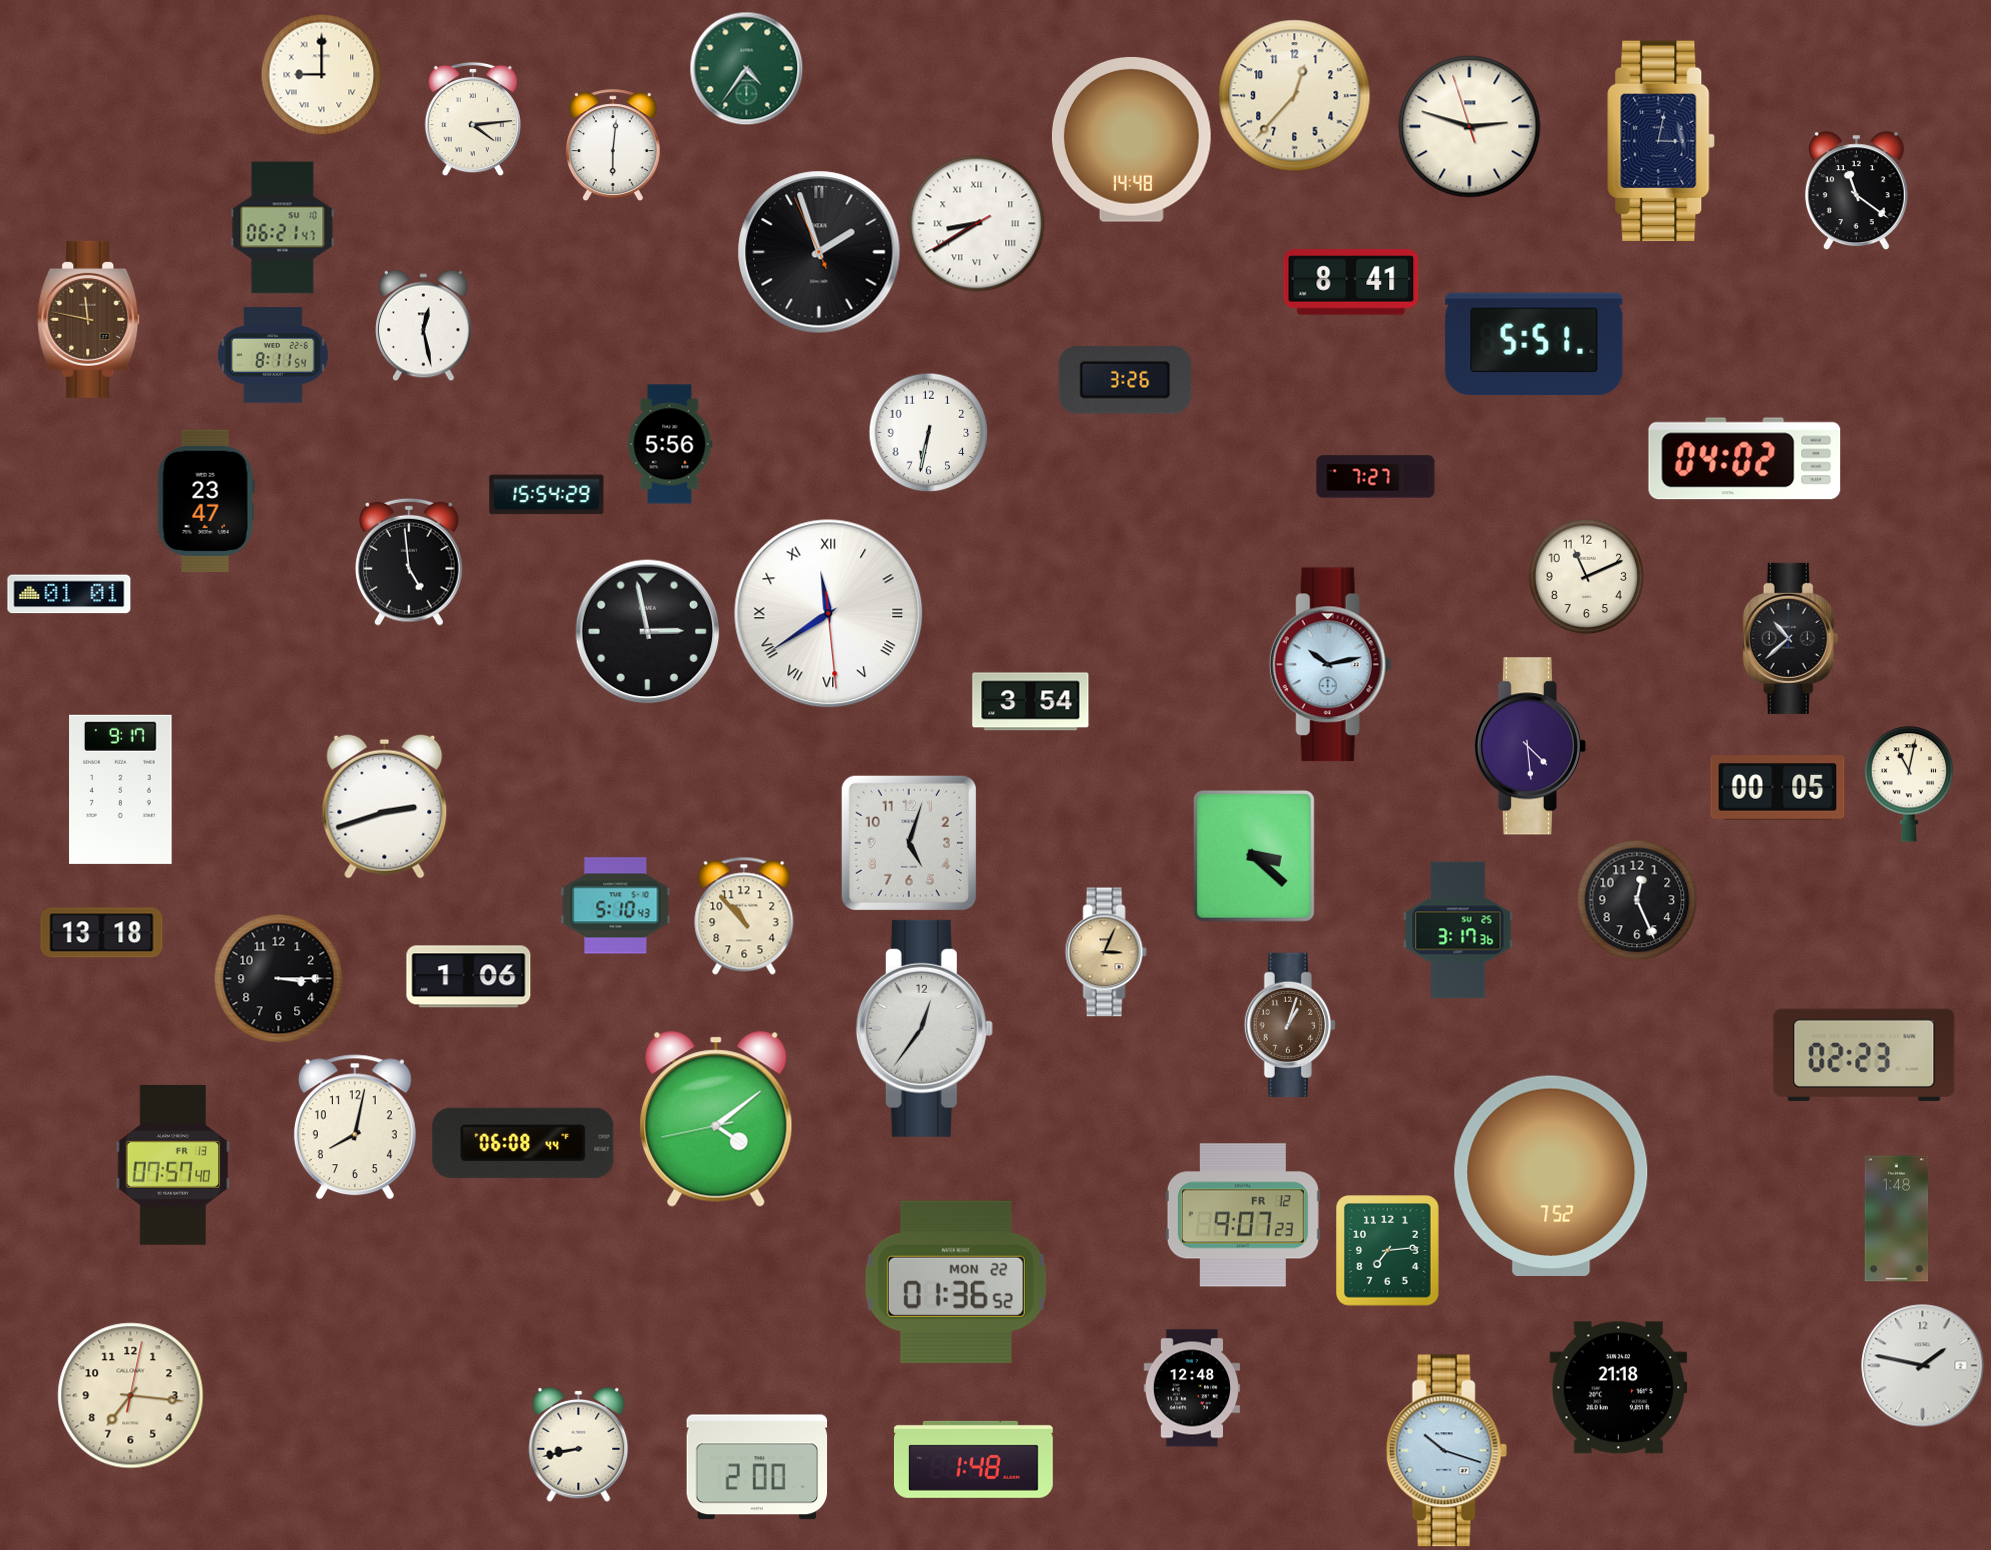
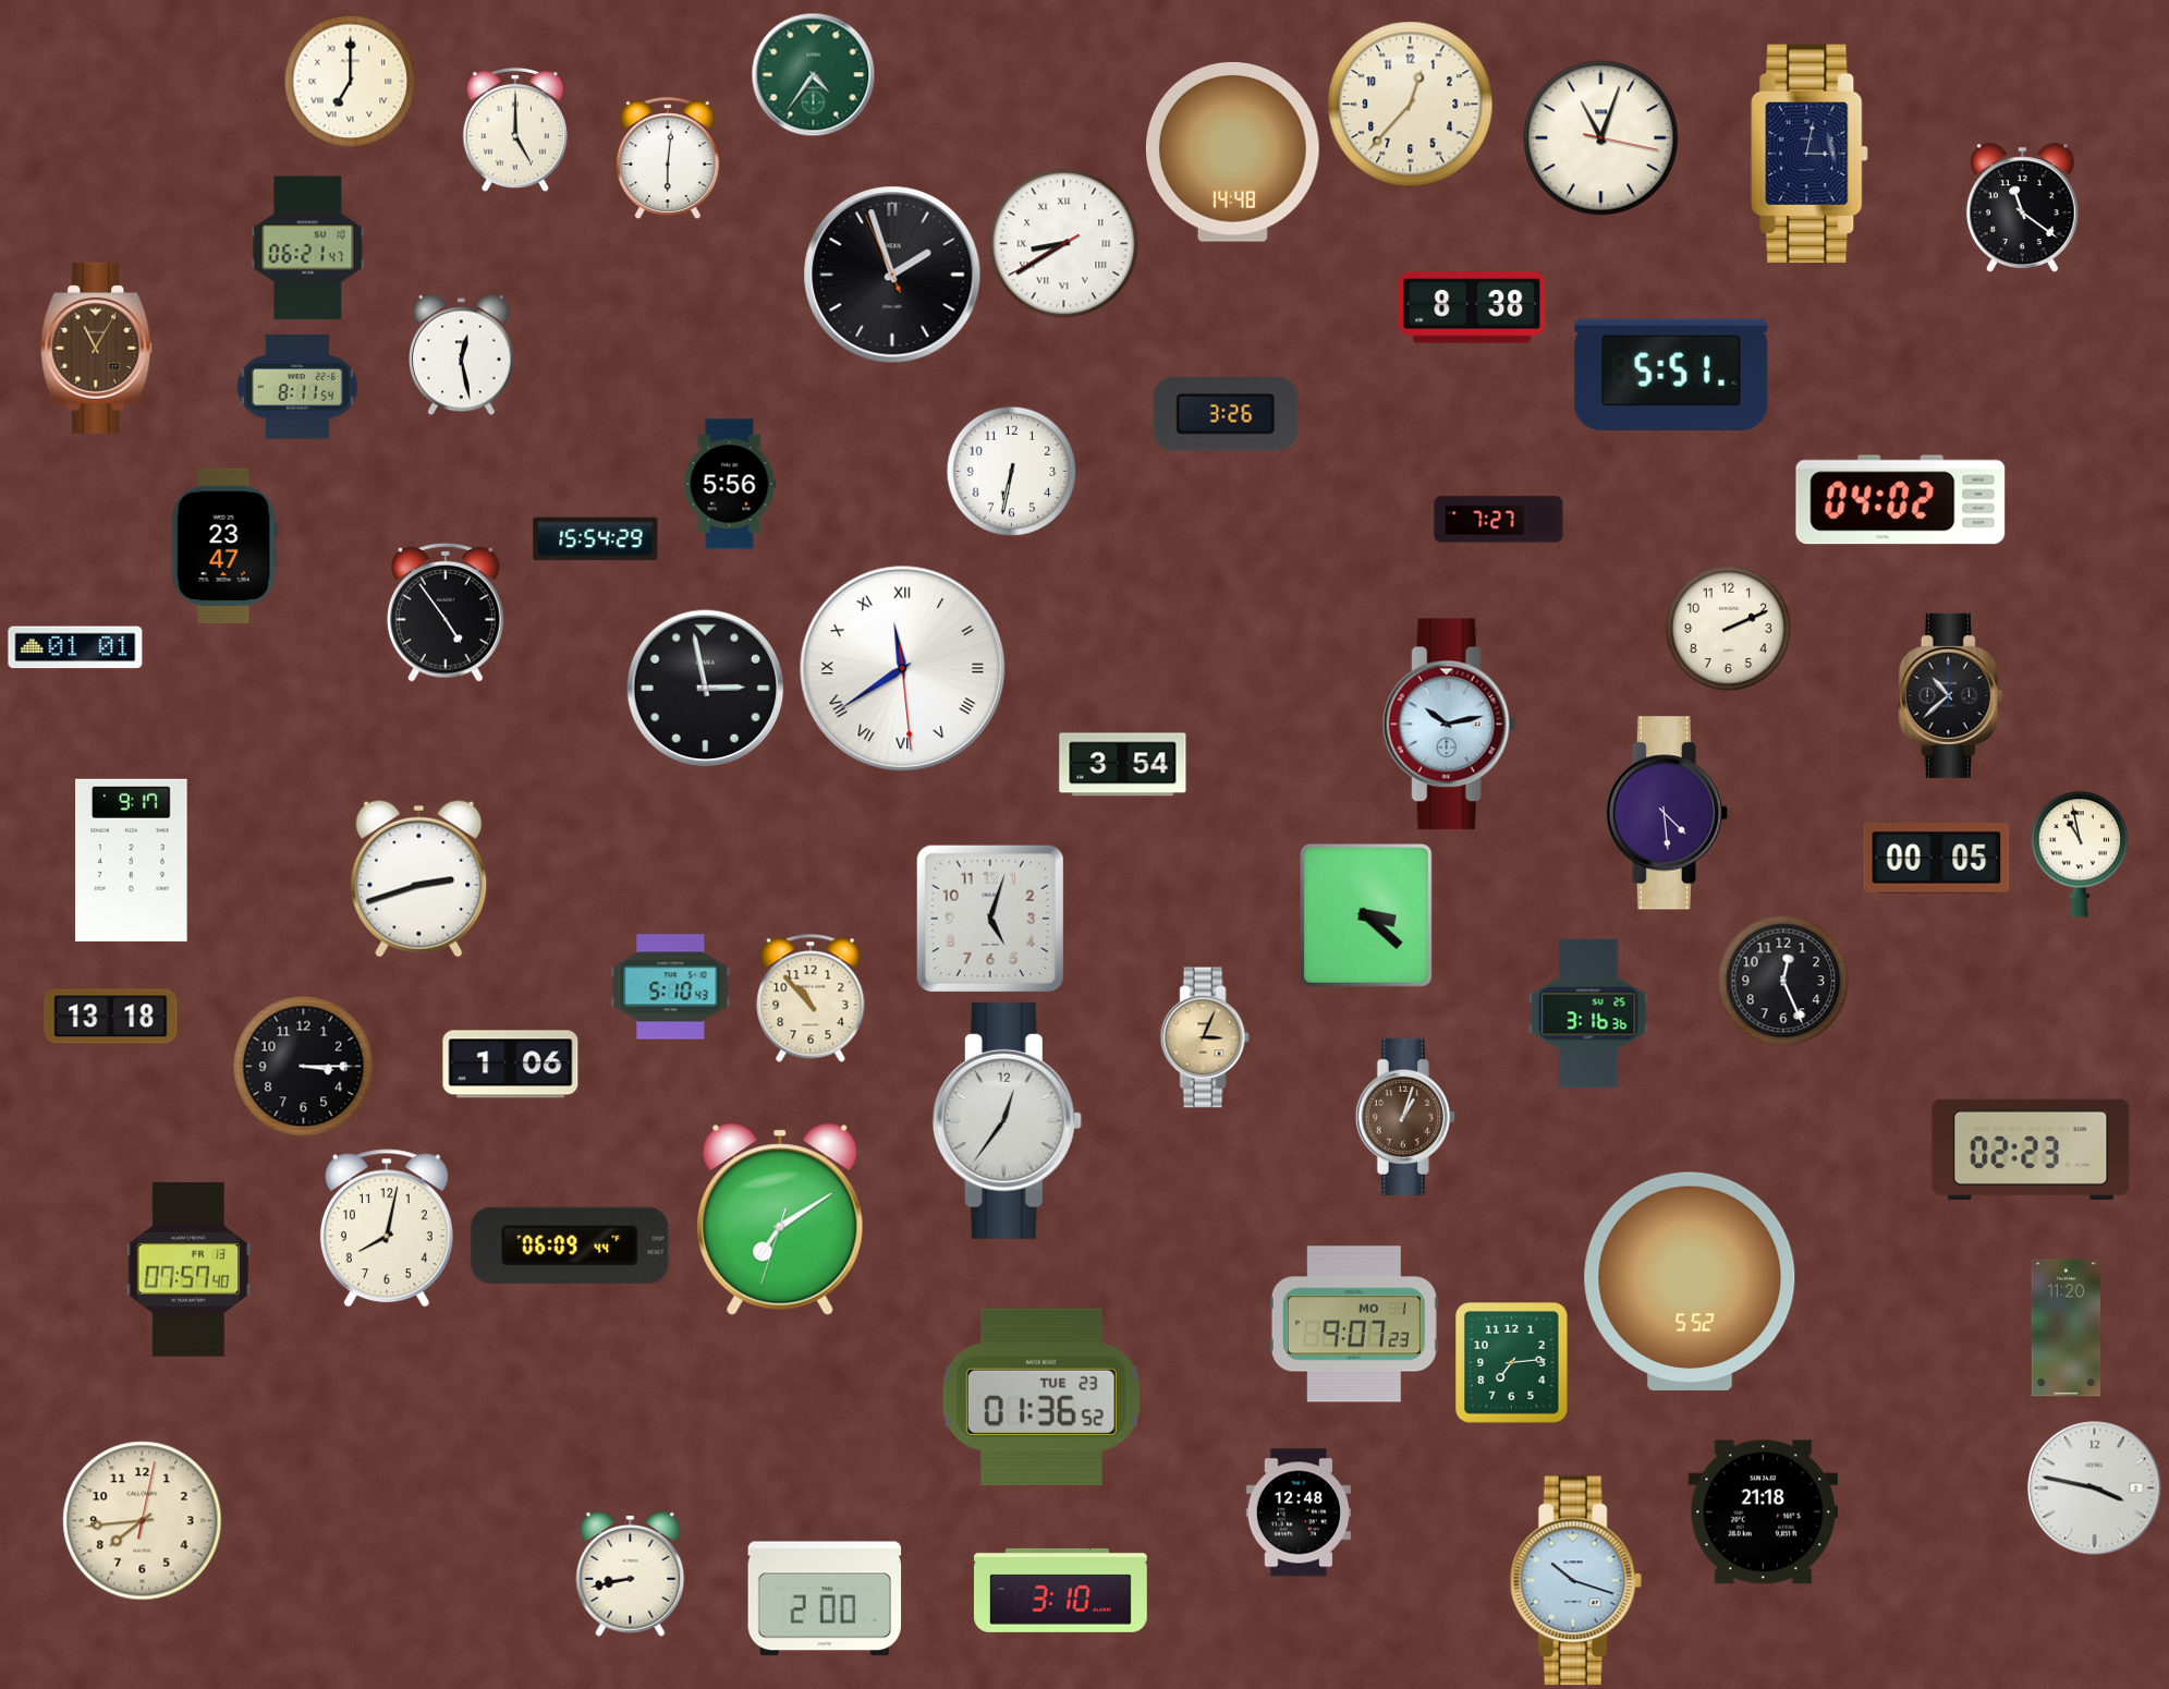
clock at (321, 74): 9:00 -> 7:00
clock at (473, 119): 4:14 -> 5:00
clock at (1470, 127): 2:47 -> 11:03
clock at (1351, 282): 8:41 -> 8:38
clock at (89, 319): 11:47 -> 11:05
clock at (410, 562): 4:59 -> 4:54
clock at (1586, 576): 11:11 -> 2:11
clock at (1909, 784): 11:02 -> 10:58
clock at (1254, 856) position: (1254, 856) -> (1366, 915)
clock at (1458, 930): 3:17 -> 3:16
clock at (716, 1119): 4:08 -> 7:09
clock at (523, 1143): 06:08 -> 06:09
clock at (1551, 1176): 7:52 -> 5:52
clock at (1243, 1215) date: FR 12 -> MO 1
clock at (1897, 1219): 1:48 -> 11:20
clock at (956, 1282) date: MON 22 -> TUE 23
clock at (1923, 1366): 1:47 -> 3:47
clock at (131, 1396): 7:16 -> 7:44
clock at (973, 1459): 1:48 -> 3:10
